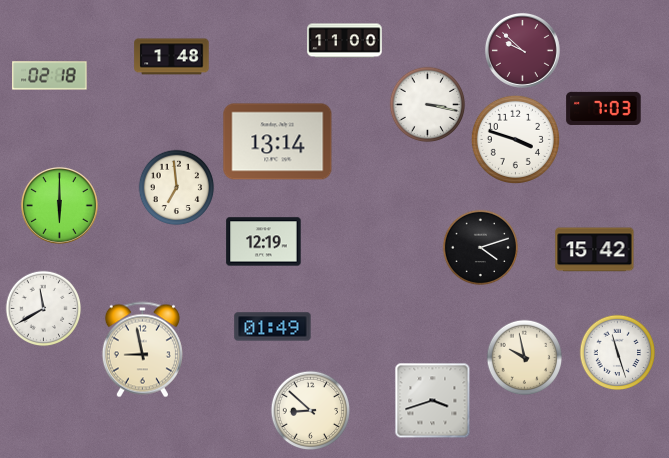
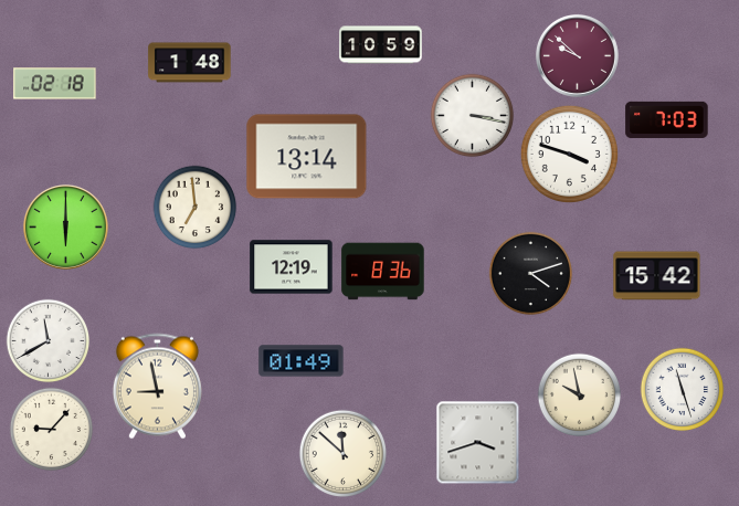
clock at (345, 41): 11:00 -> 10:59
clock at (383, 272): none -> 8:36
clock at (52, 430): none -> 9:07
clock at (310, 410): 8:52 -> 11:52
